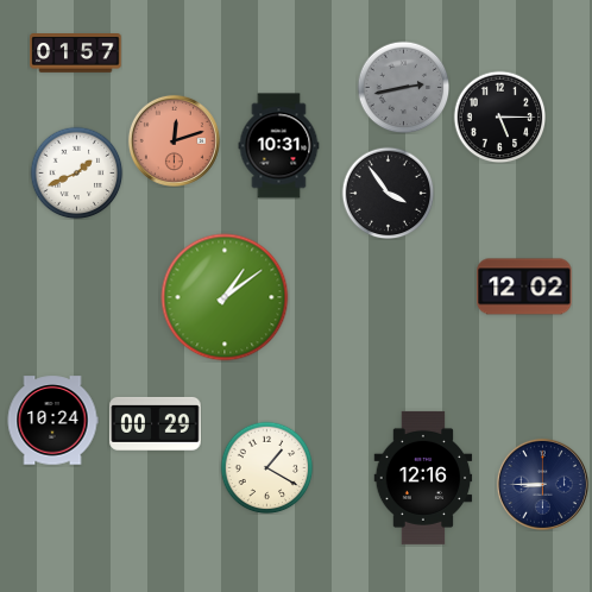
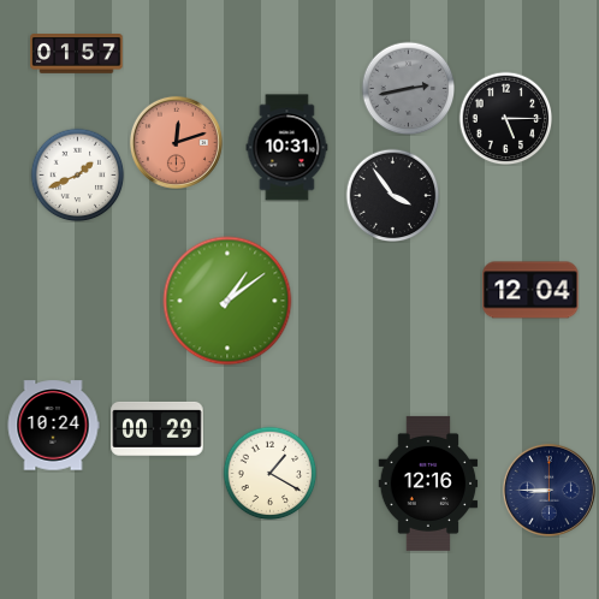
clock at (279, 146) position: (279, 146) -> (287, 148)
clock at (524, 286): 12:02 -> 12:04
